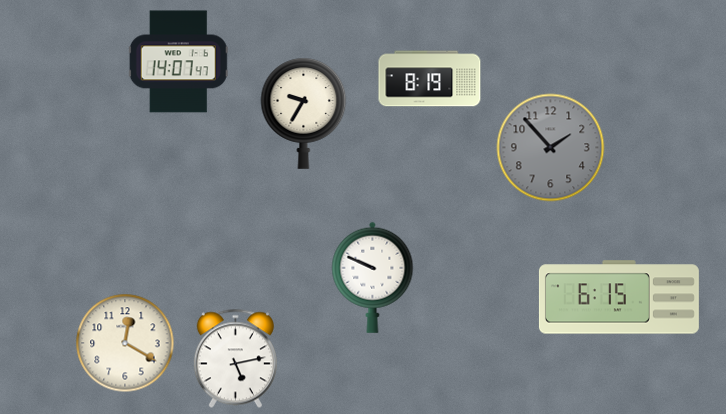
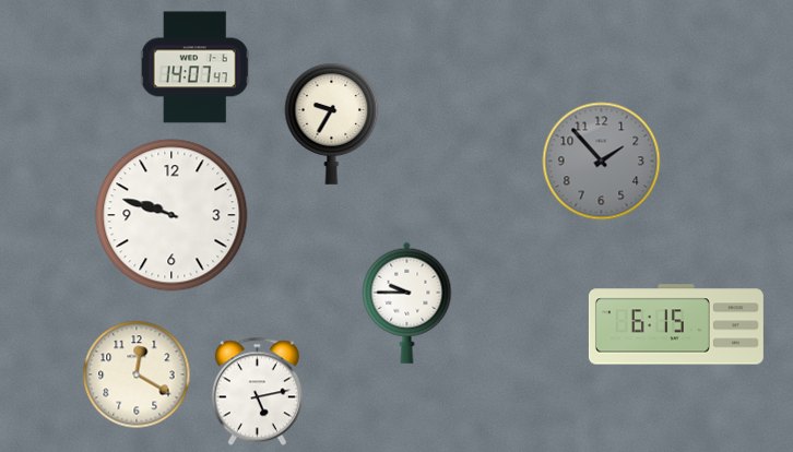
clock at (430, 79): 8:19 -> none
clock at (171, 215): none -> 9:48
clock at (373, 277): 9:49 -> 9:45
